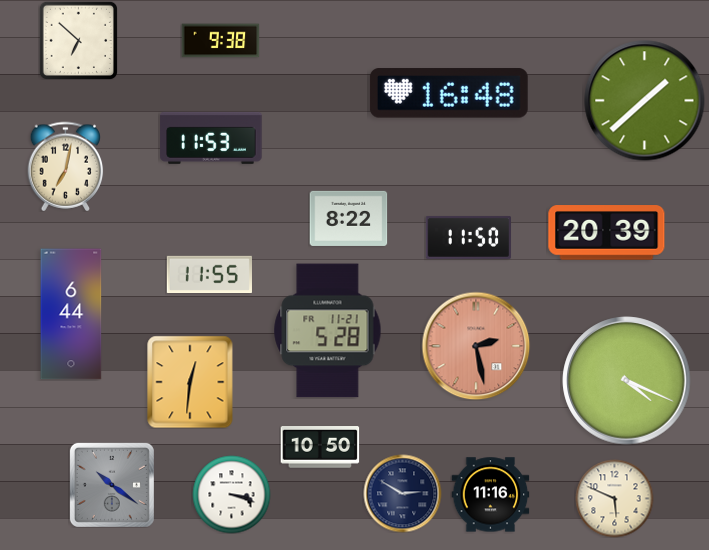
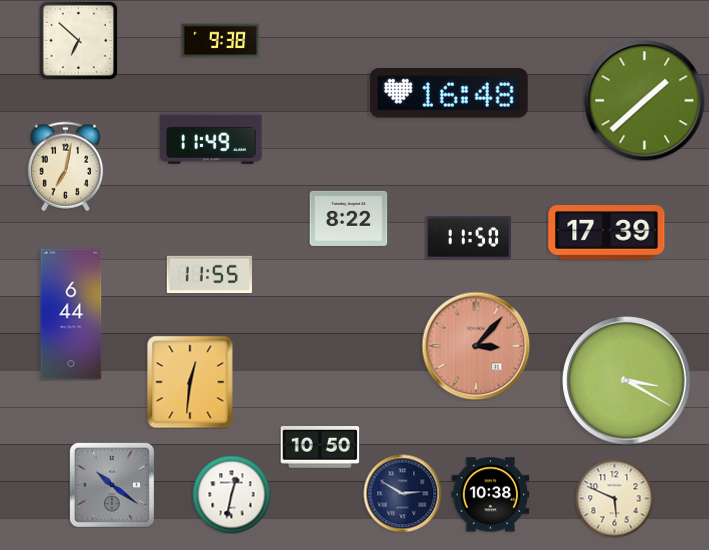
clock at (211, 138): 11:53 -> 11:49
clock at (607, 233): 20:39 -> 17:39
clock at (328, 331): 5:28 -> none
clock at (476, 346): 2:28 -> 3:07
clock at (627, 381): 4:19 -> 3:20
clock at (231, 494): 3:18 -> 12:32
clock at (490, 495): 11:16 -> 10:38
